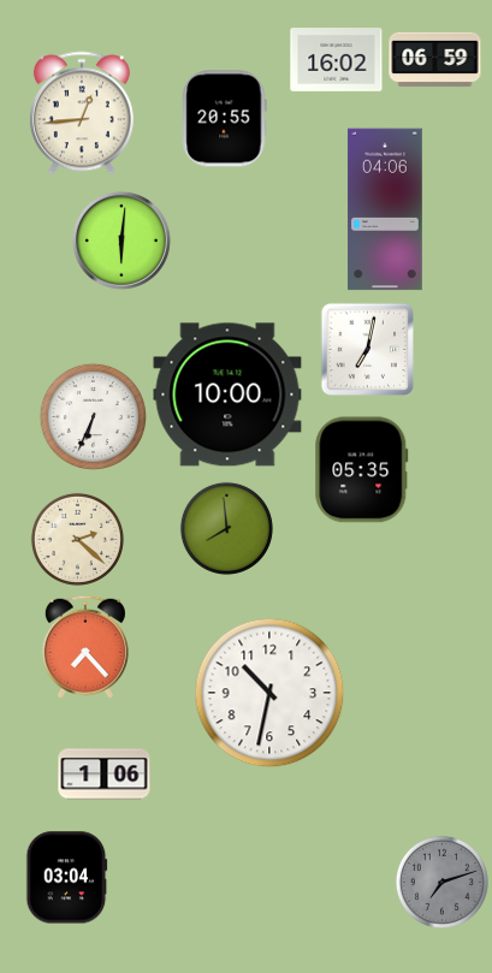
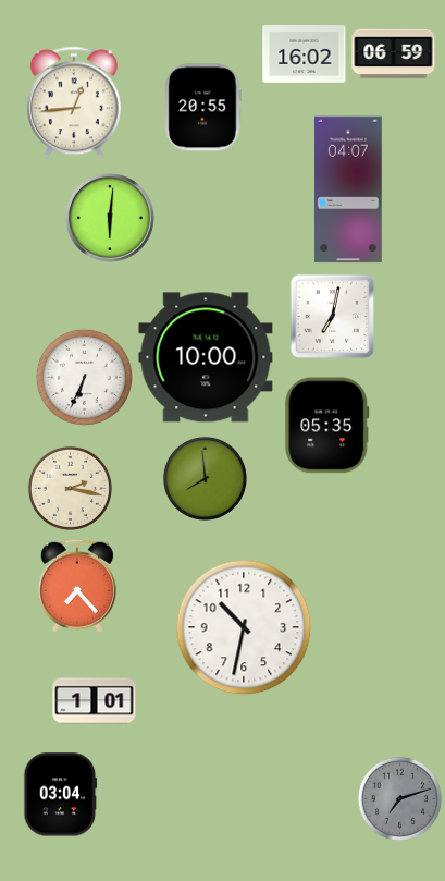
clock at (385, 209): 04:06 -> 04:07
clock at (77, 539): 2:22 -> 2:17
clock at (105, 775): 1:06 -> 1:01
